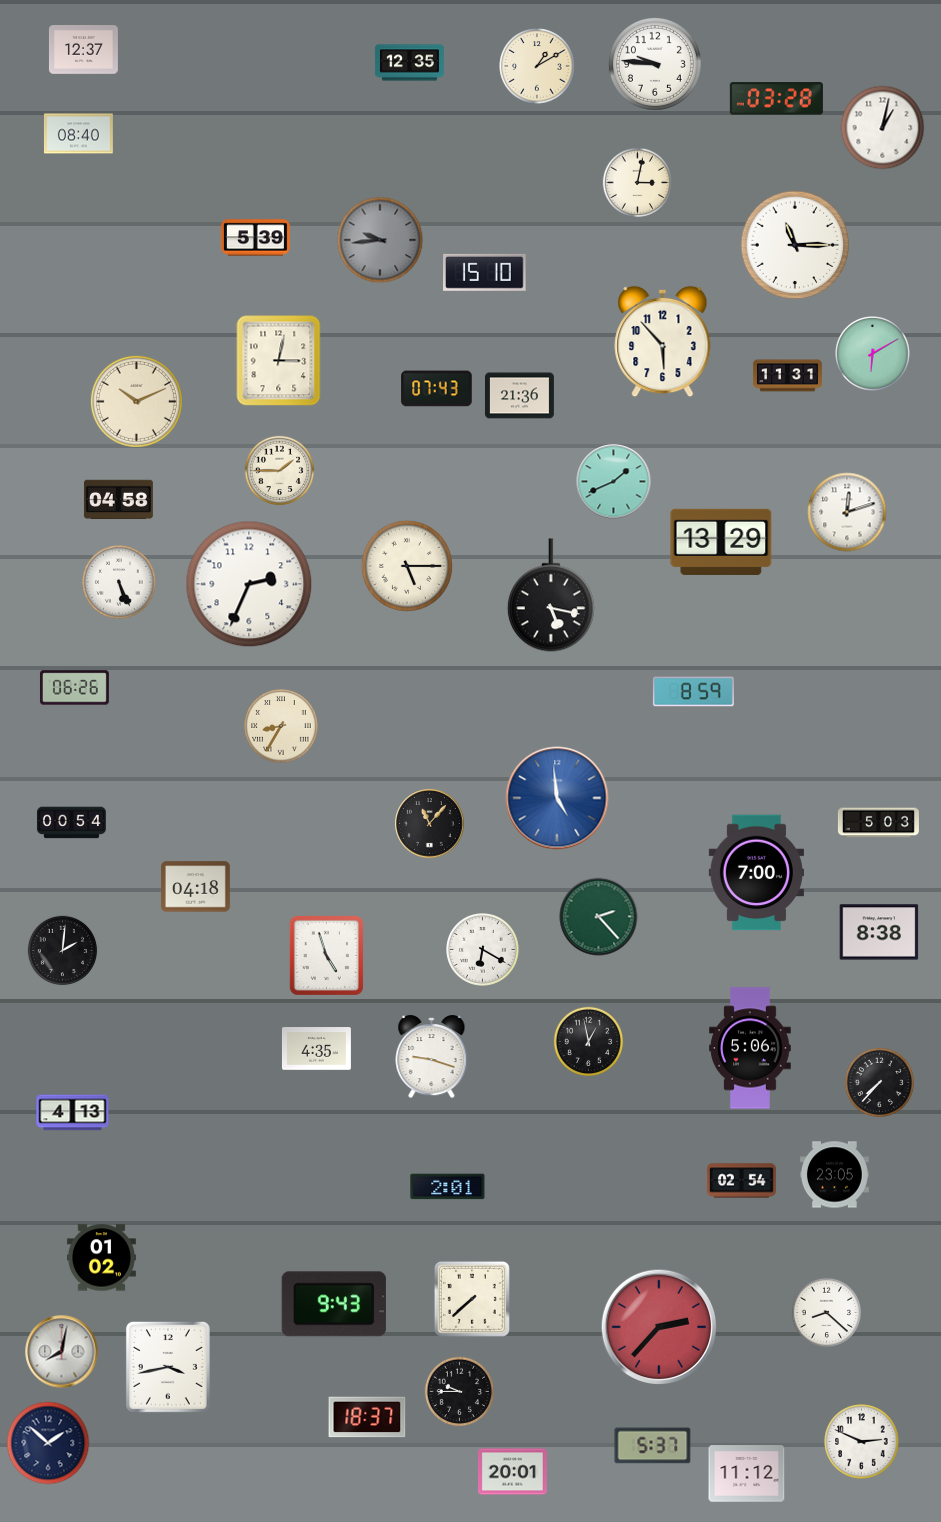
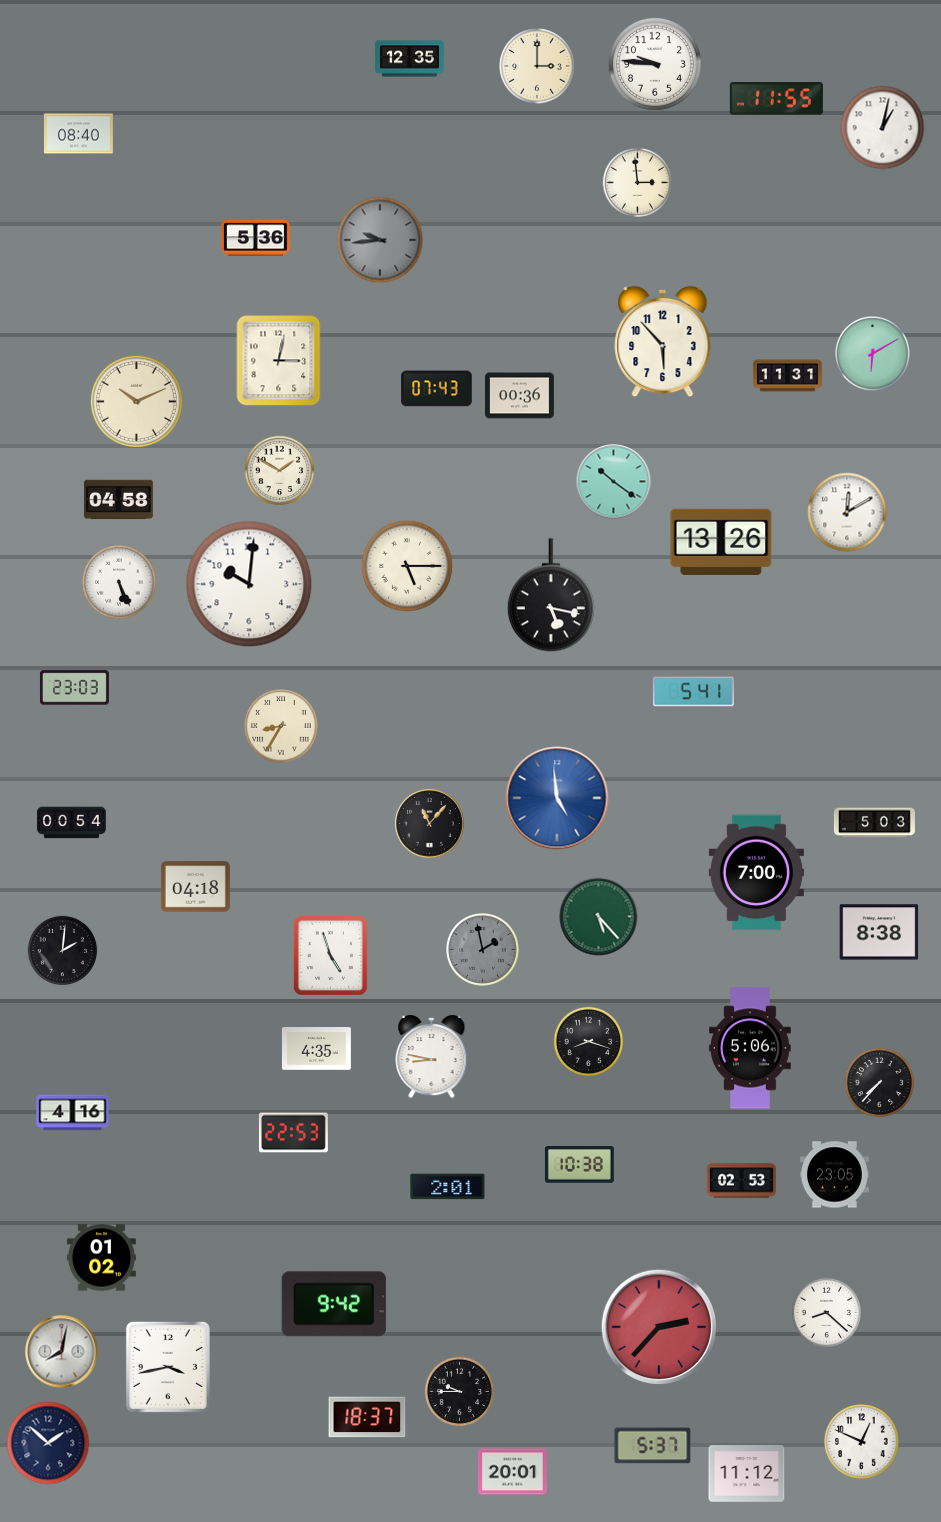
clock at (83, 50): 12:37 -> none
clock at (409, 63) position: (409, 63) -> (409, 59)
clock at (537, 66): 1:10 -> 3:00
clock at (776, 99): 03:28 -> 11:55
clock at (638, 183): 3:02 -> 2:59
clock at (255, 238): 5:39 -> 5:36
clock at (795, 245): 11:15 -> none
clock at (485, 272): 15:10 -> none
clock at (519, 396): 21:36 -> 00:36
clock at (280, 471): 1:45 -> 1:50
clock at (614, 482): 1:41 -> 10:21
clock at (847, 512): 12:12 -> 12:10
clock at (721, 542): 13:29 -> 13:26
clock at (249, 584): 2:34 -> 10:01
clock at (74, 688): 06:26 -> 23:03
clock at (693, 692): 8:59 -> 5:41
clock at (878, 823) position: (878, 823) -> (874, 823)
clock at (599, 917): 2:23 -> 5:23
clock at (483, 950): 6:20 -> 1:58
clock at (483, 950) dial: white -> grey
clock at (326, 955) position: (326, 955) -> (330, 955)
clock at (589, 1042): 12:58 -> 8:18
clock at (432, 1058): 9:18 -> 8:47
clock at (73, 1113): 4:13 -> 4:16
clock at (293, 1133): none -> 22:53
clock at (579, 1165): none -> 10:38
clock at (741, 1181): 02:54 -> 02:53
clock at (472, 1299): 7:38 -> none
clock at (334, 1304): 9:43 -> 9:42
clock at (862, 1442): 2:49 -> 12:49
